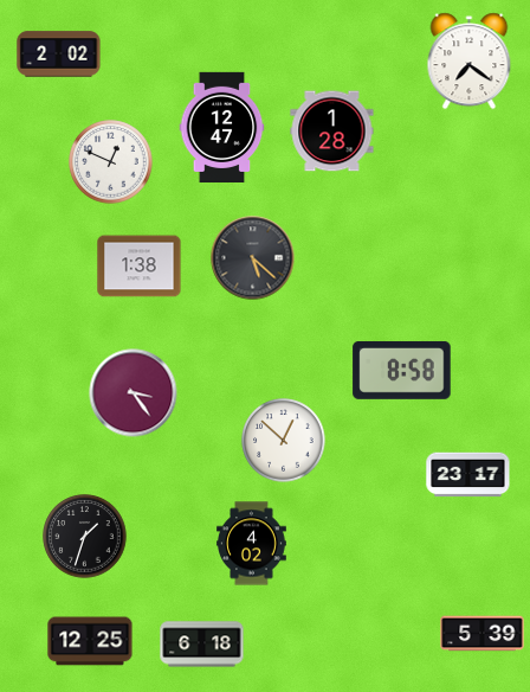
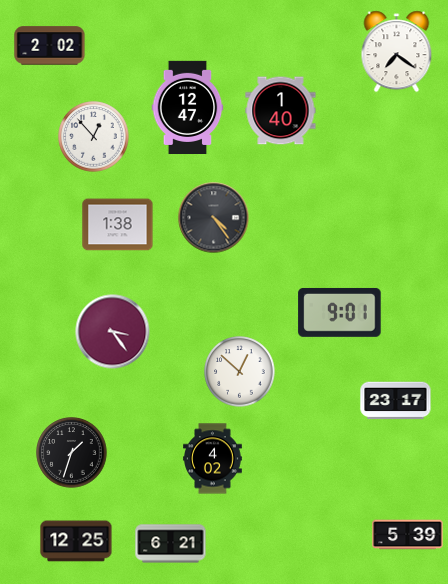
clock at (332, 132): 1:28 -> 1:40
clock at (111, 162): 12:49 -> 12:53
clock at (253, 258): 5:22 -> 4:24
clock at (402, 370): 8:58 -> 9:01
clock at (202, 645): 6:18 -> 6:21
